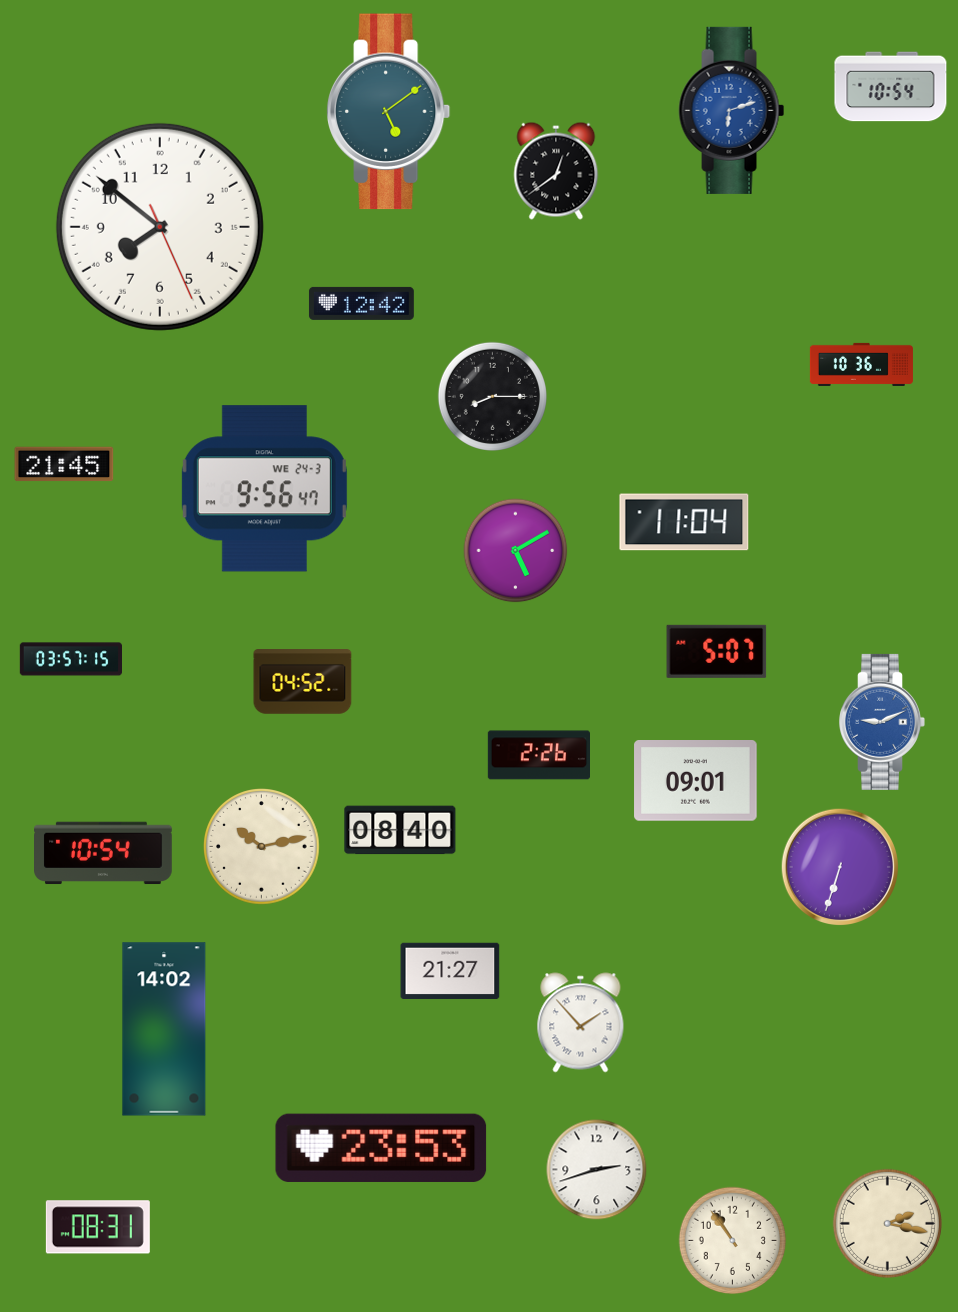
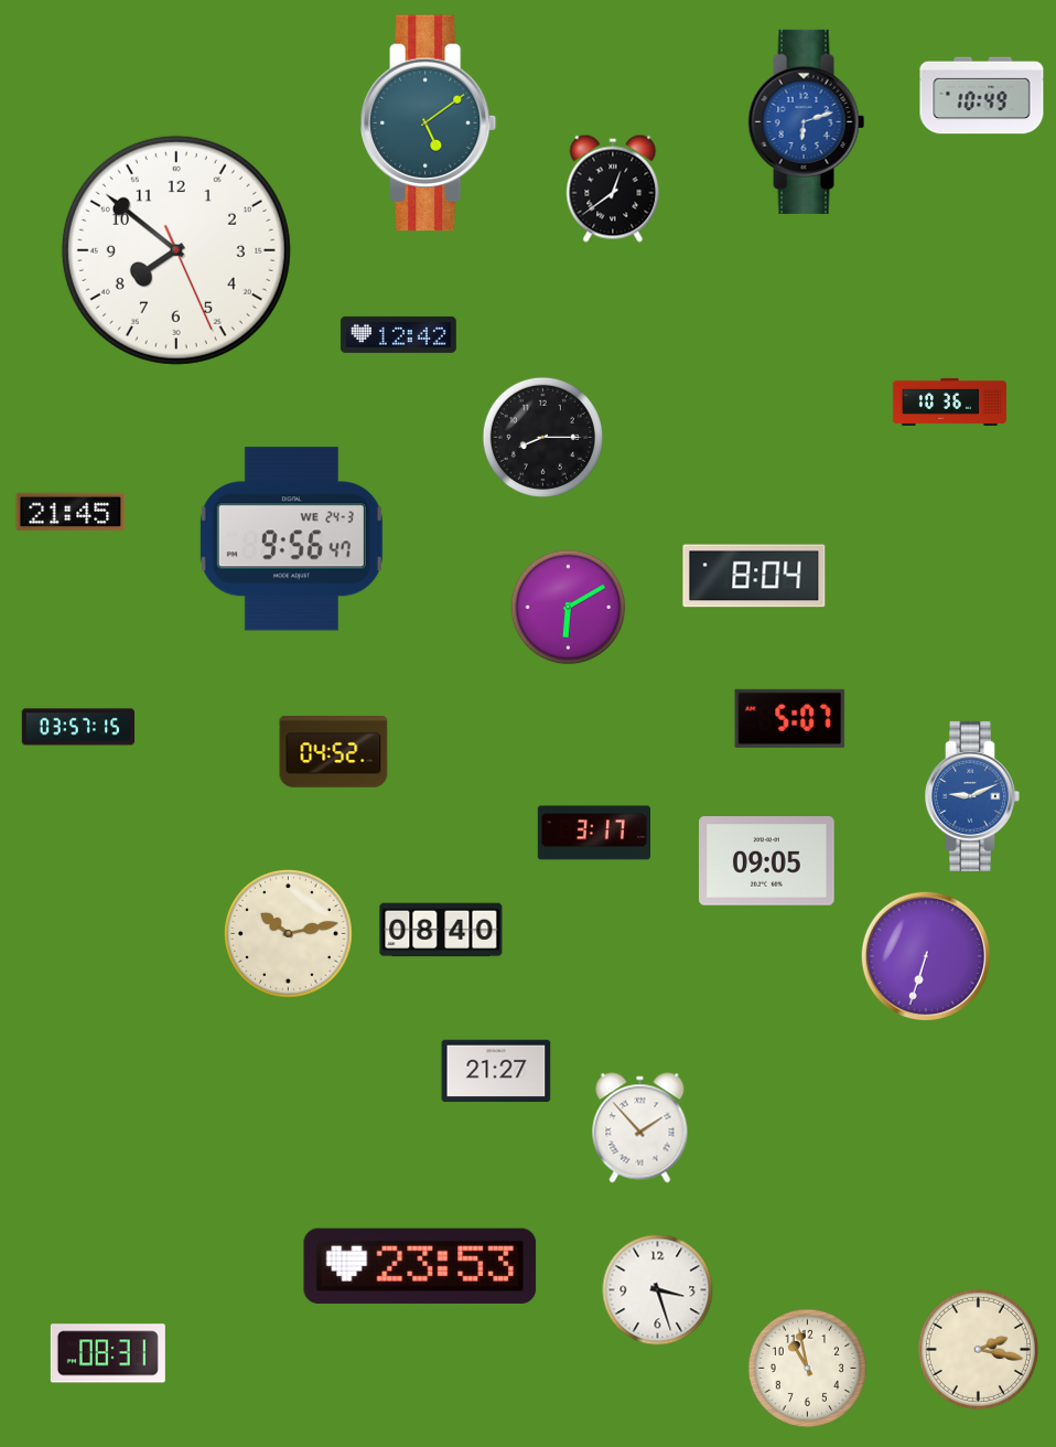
clock at (891, 87): 10:54 -> 10:49
clock at (684, 522): 11:04 -> 8:04
clock at (516, 551): 5:10 -> 6:10
clock at (538, 755): 2:26 -> 3:17
clock at (696, 781): 09:01 -> 09:05
clock at (400, 830) position: (400, 830) -> (441, 930)
clock at (104, 853): 10:54 -> none
clock at (164, 1029): 14:02 -> none
clock at (597, 1170): 2:42 -> 3:27
clock at (733, 1241): 10:54 -> 10:58
